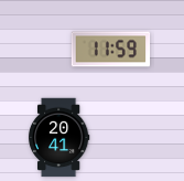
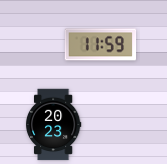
clock at (58, 138): 20:41 -> 20:23
